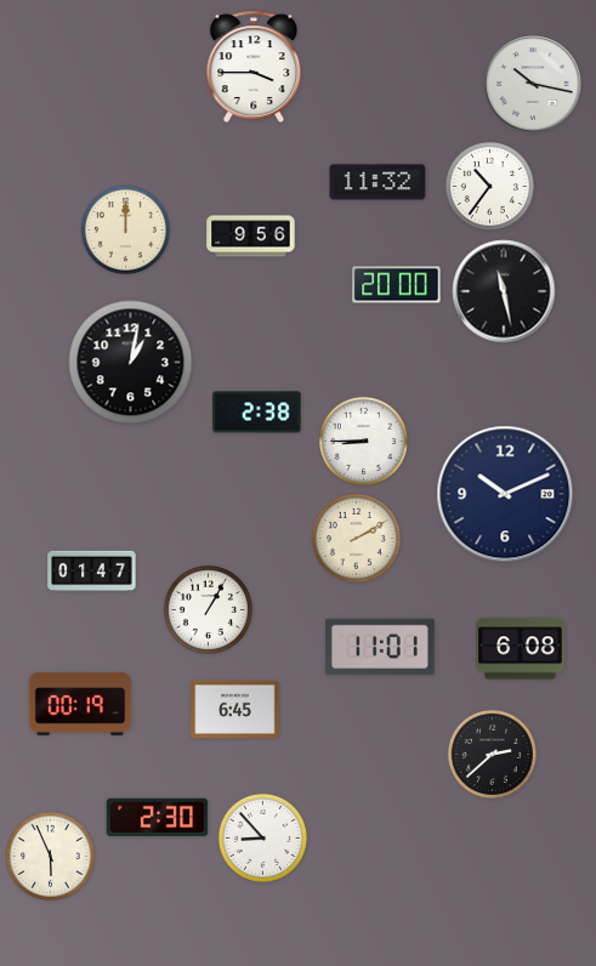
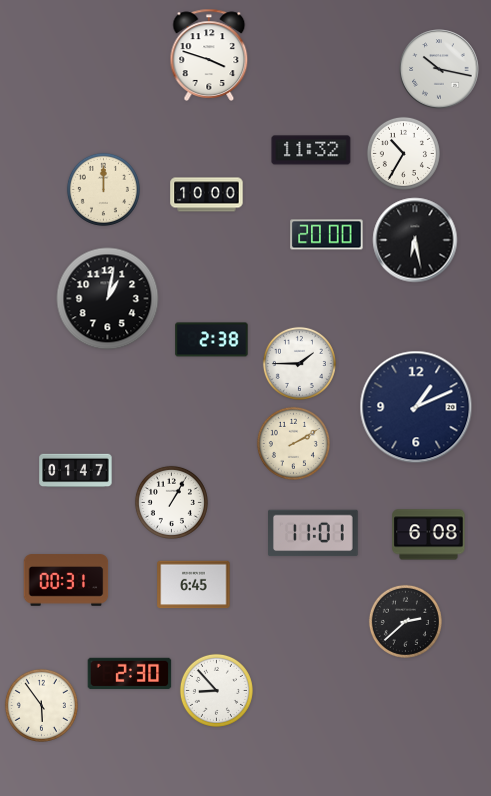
clock at (254, 67): 3:45 -> 3:48
clock at (489, 186): 10:36 -> 10:35
clock at (251, 237): 9:56 -> 10:00
clock at (504, 291): 11:28 -> 6:28
clock at (363, 441): 8:45 -> 1:45
clock at (505, 494): 10:11 -> 1:11
clock at (80, 704): 00:19 -> 00:31
clock at (50, 856): 5:56 -> 5:54
